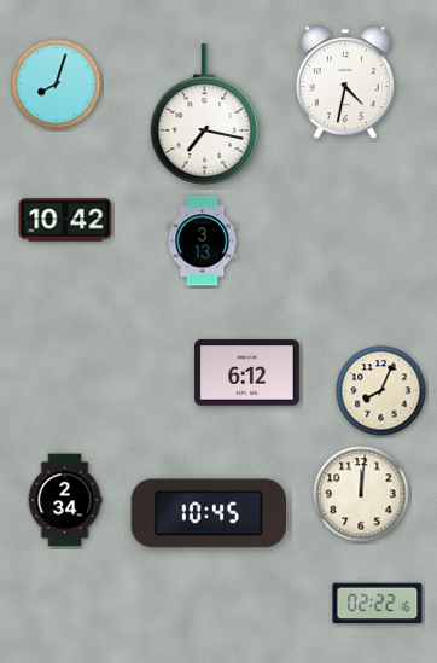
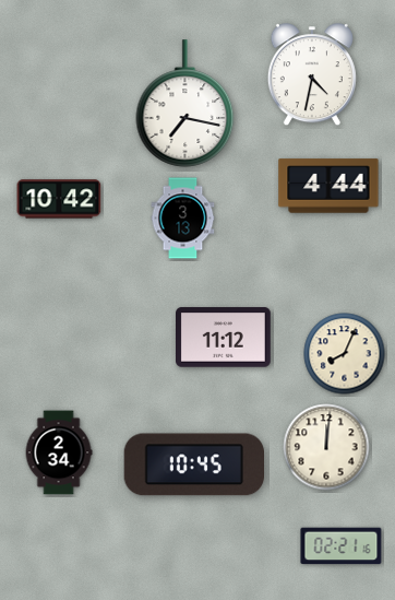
clock at (57, 85): 8:03 -> none
clock at (328, 186): none -> 4:44
clock at (247, 373): 6:12 -> 11:12
clock at (209, 513) position: (209, 513) -> (194, 464)
clock at (378, 604): 02:22 -> 02:21
